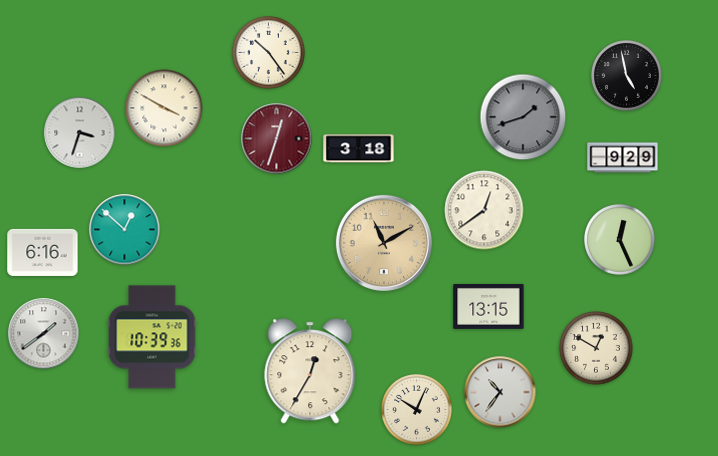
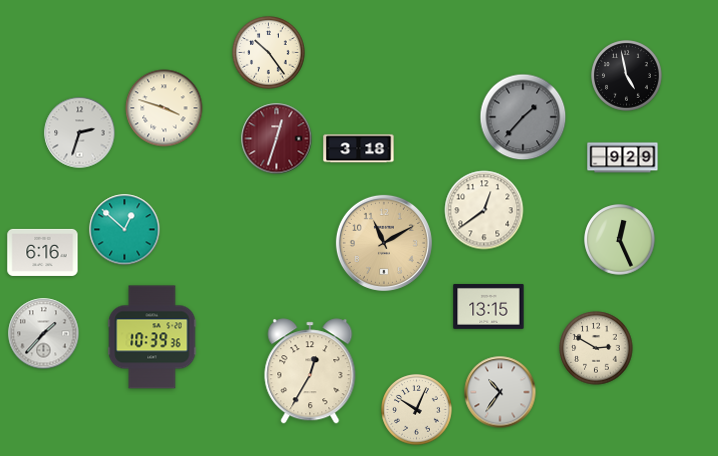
clock at (164, 108): 3:50 -> 3:48
clock at (523, 117): 1:42 -> 1:37
clock at (80, 133): 3:33 -> 2:33
clock at (44, 334): 1:39 -> 1:37
clock at (596, 348): 12:50 -> 2:50
